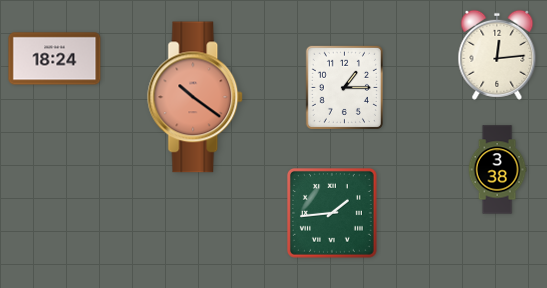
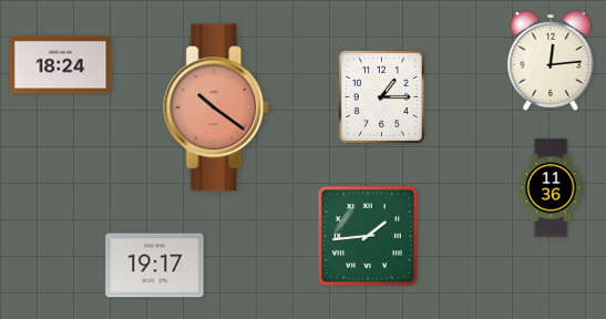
clock at (497, 170): 3:38 -> 11:36
clock at (155, 266): none -> 19:17
